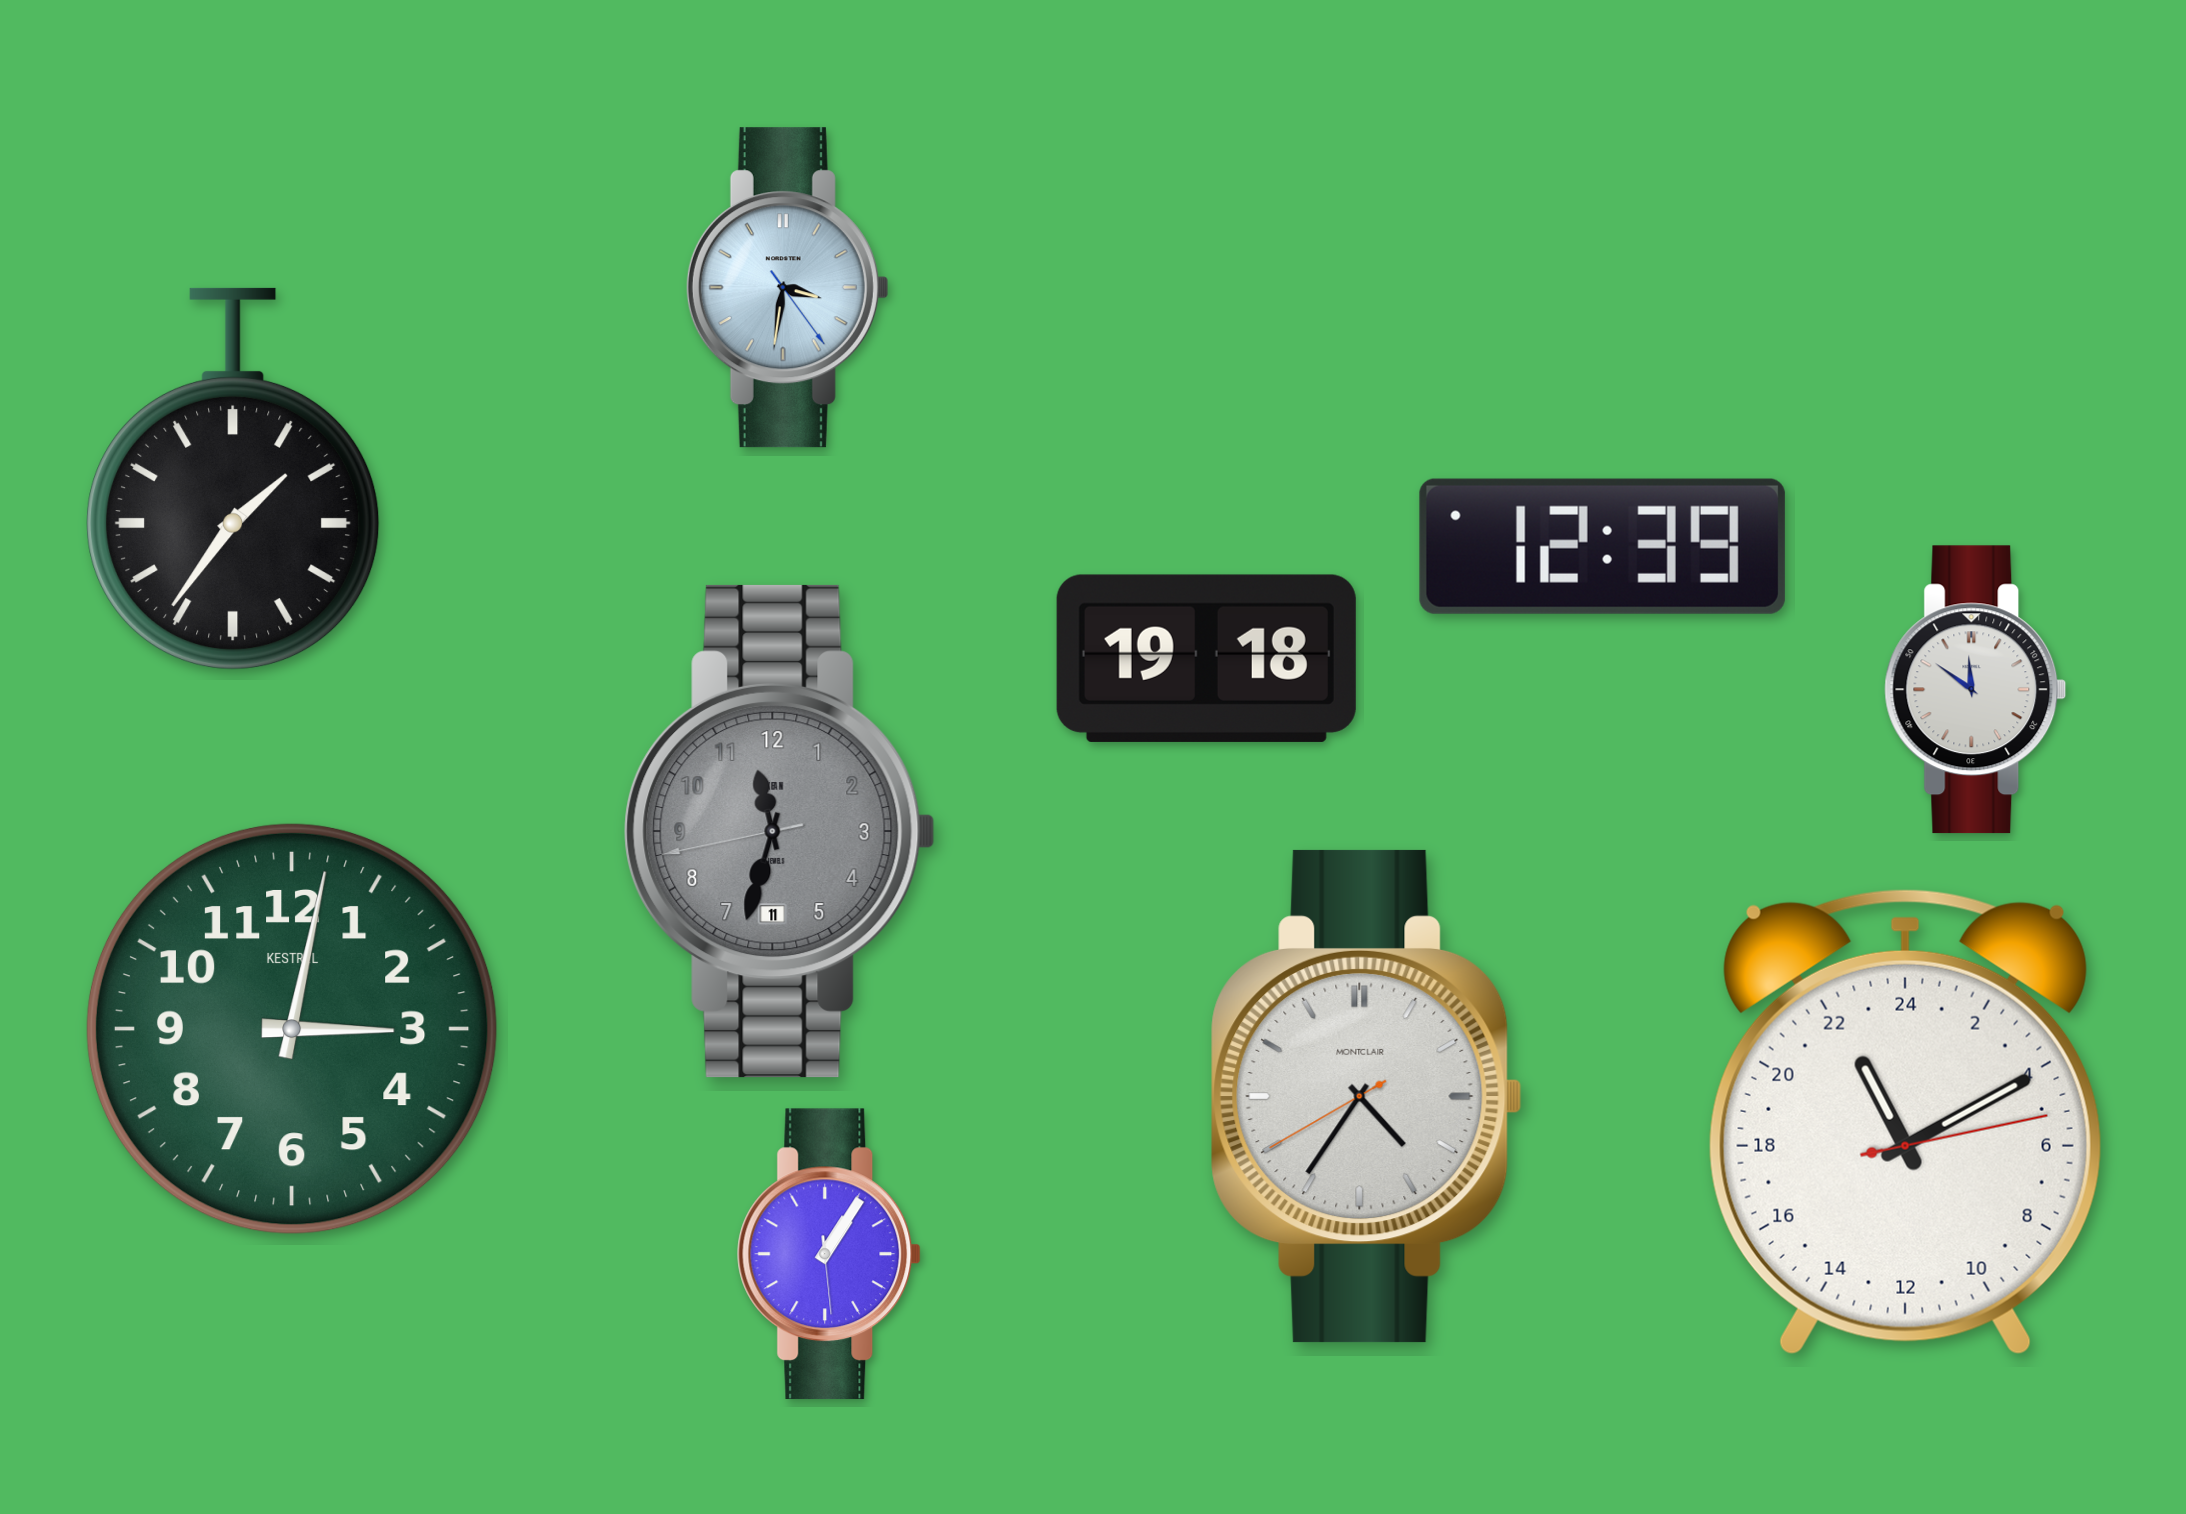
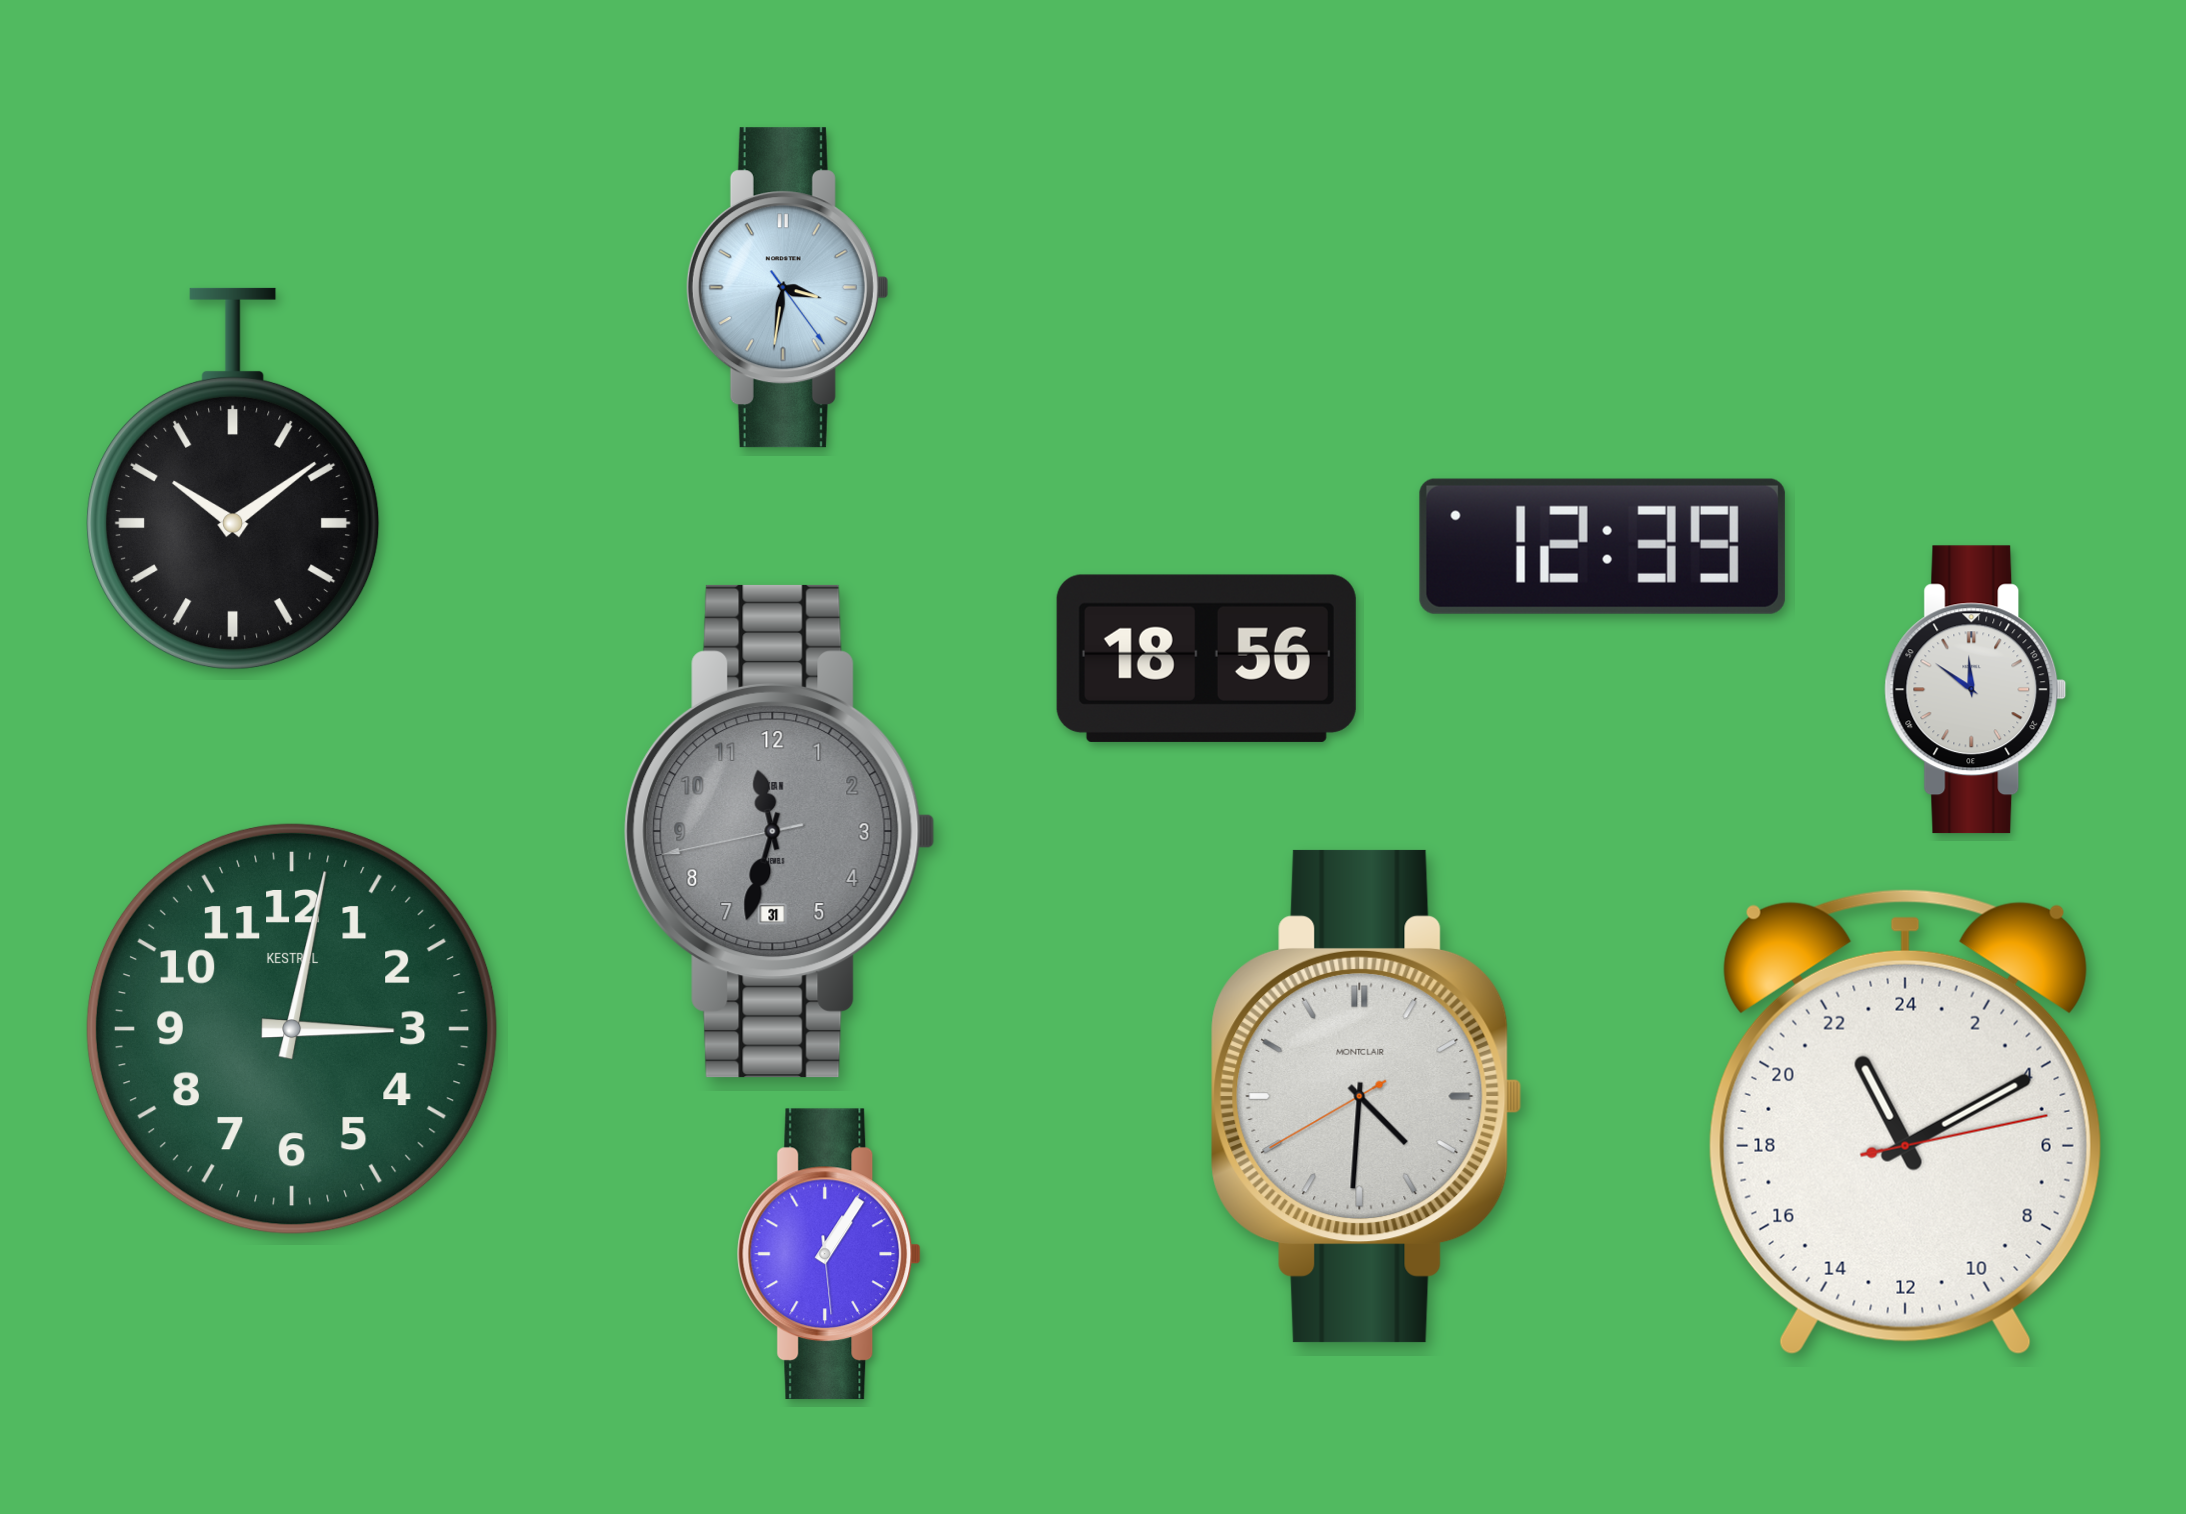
clock at (233, 479): 1:36 -> 10:09
clock at (1206, 658): 19:18 -> 18:56
clock at (780, 831) date: 11 -> 31
clock at (1367, 1096): 4:35 -> 4:30
